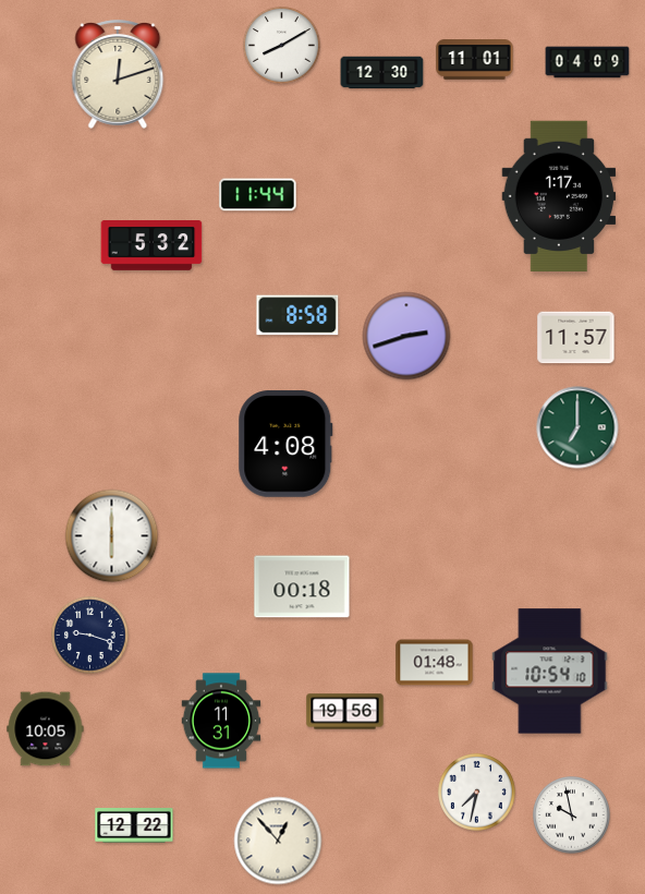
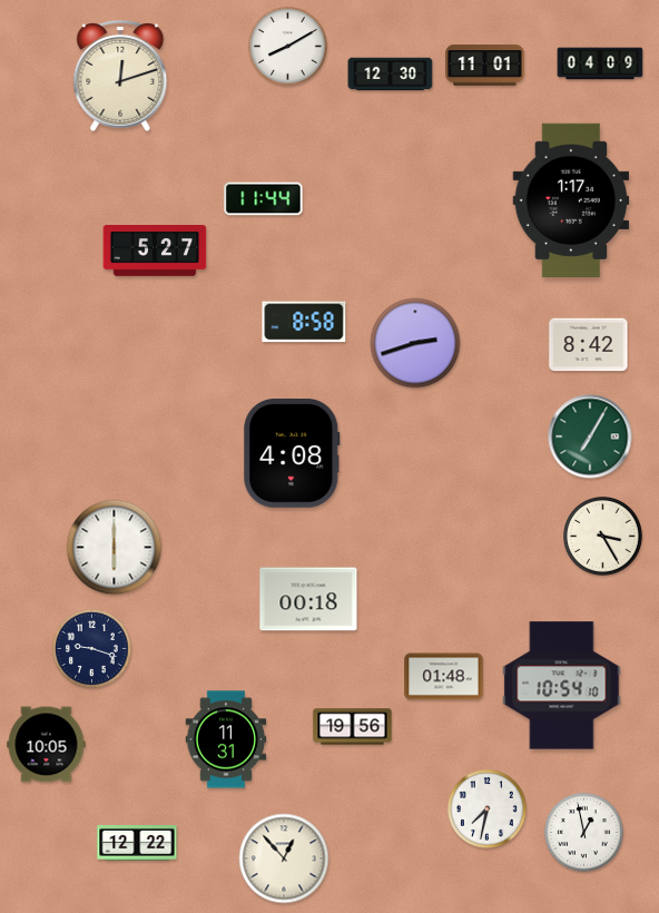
clock at (475, 60) position: (475, 60) -> (485, 66)
clock at (151, 246): 5:32 -> 5:27
clock at (576, 338): 11:57 -> 8:42
clock at (577, 427): 7:00 -> 7:05
clock at (603, 537): none -> 3:25
clock at (221, 721) position: (221, 721) -> (226, 739)
clock at (572, 816): 9:58 -> 12:58
